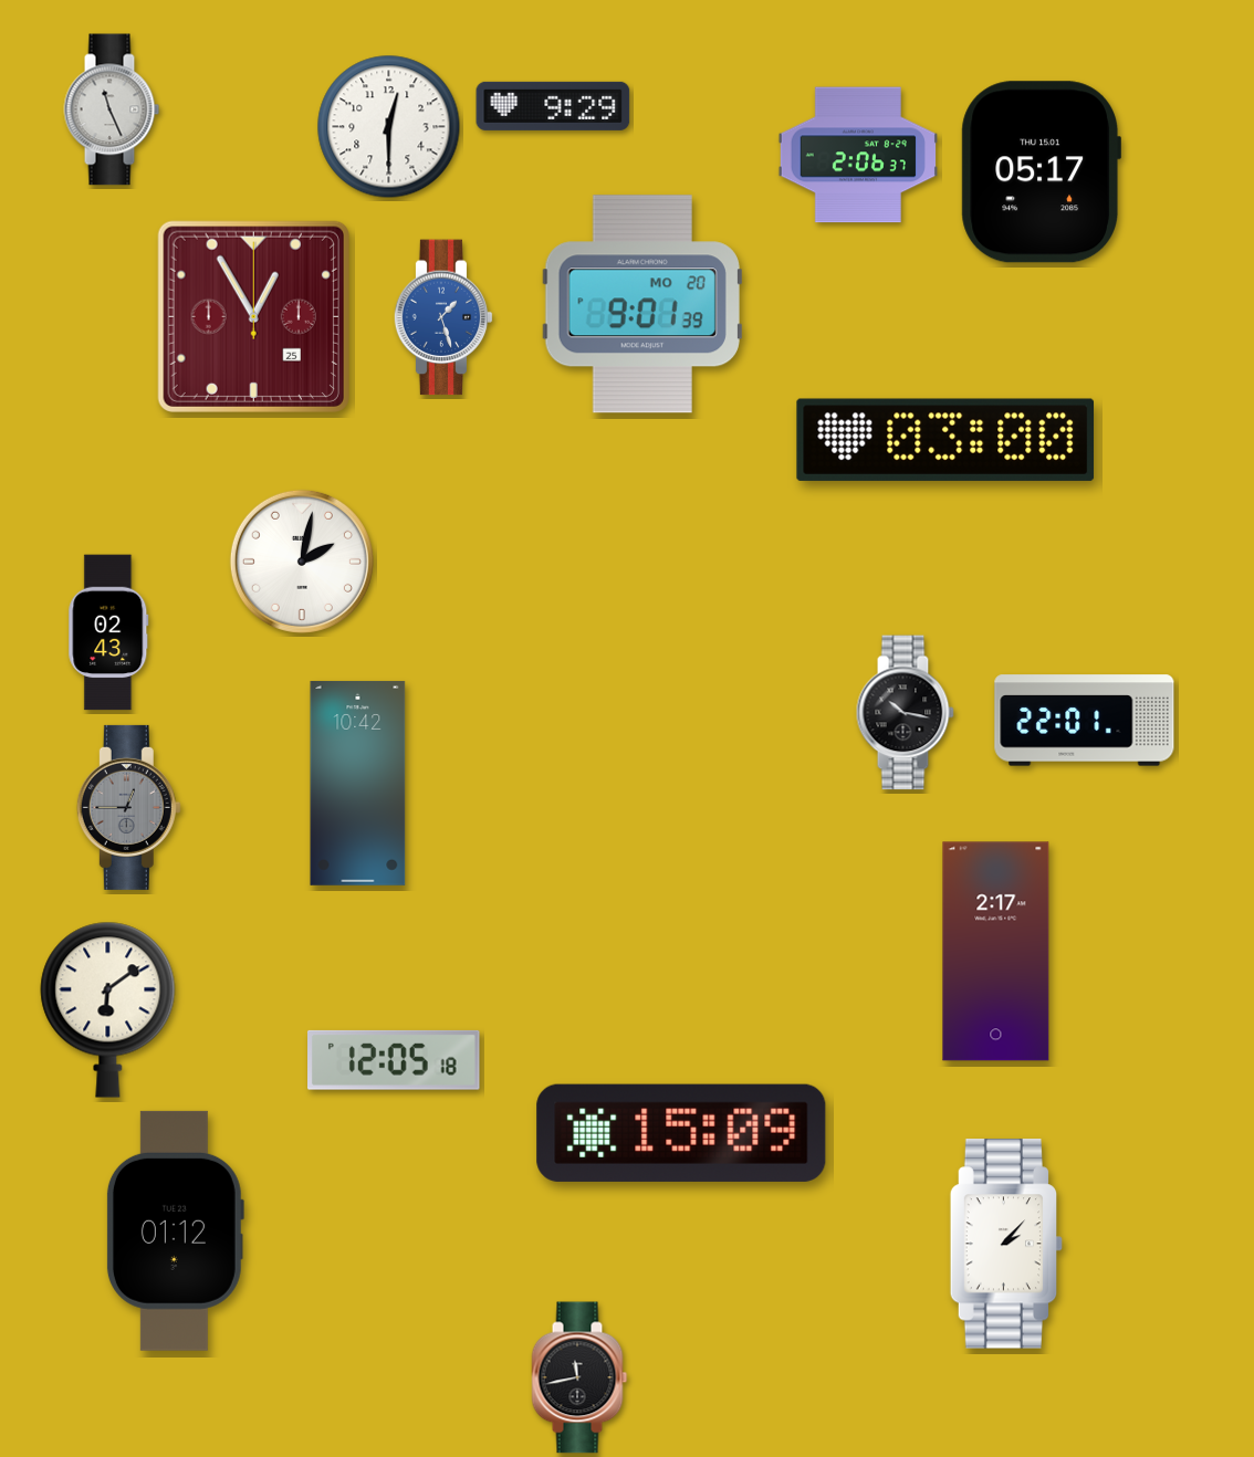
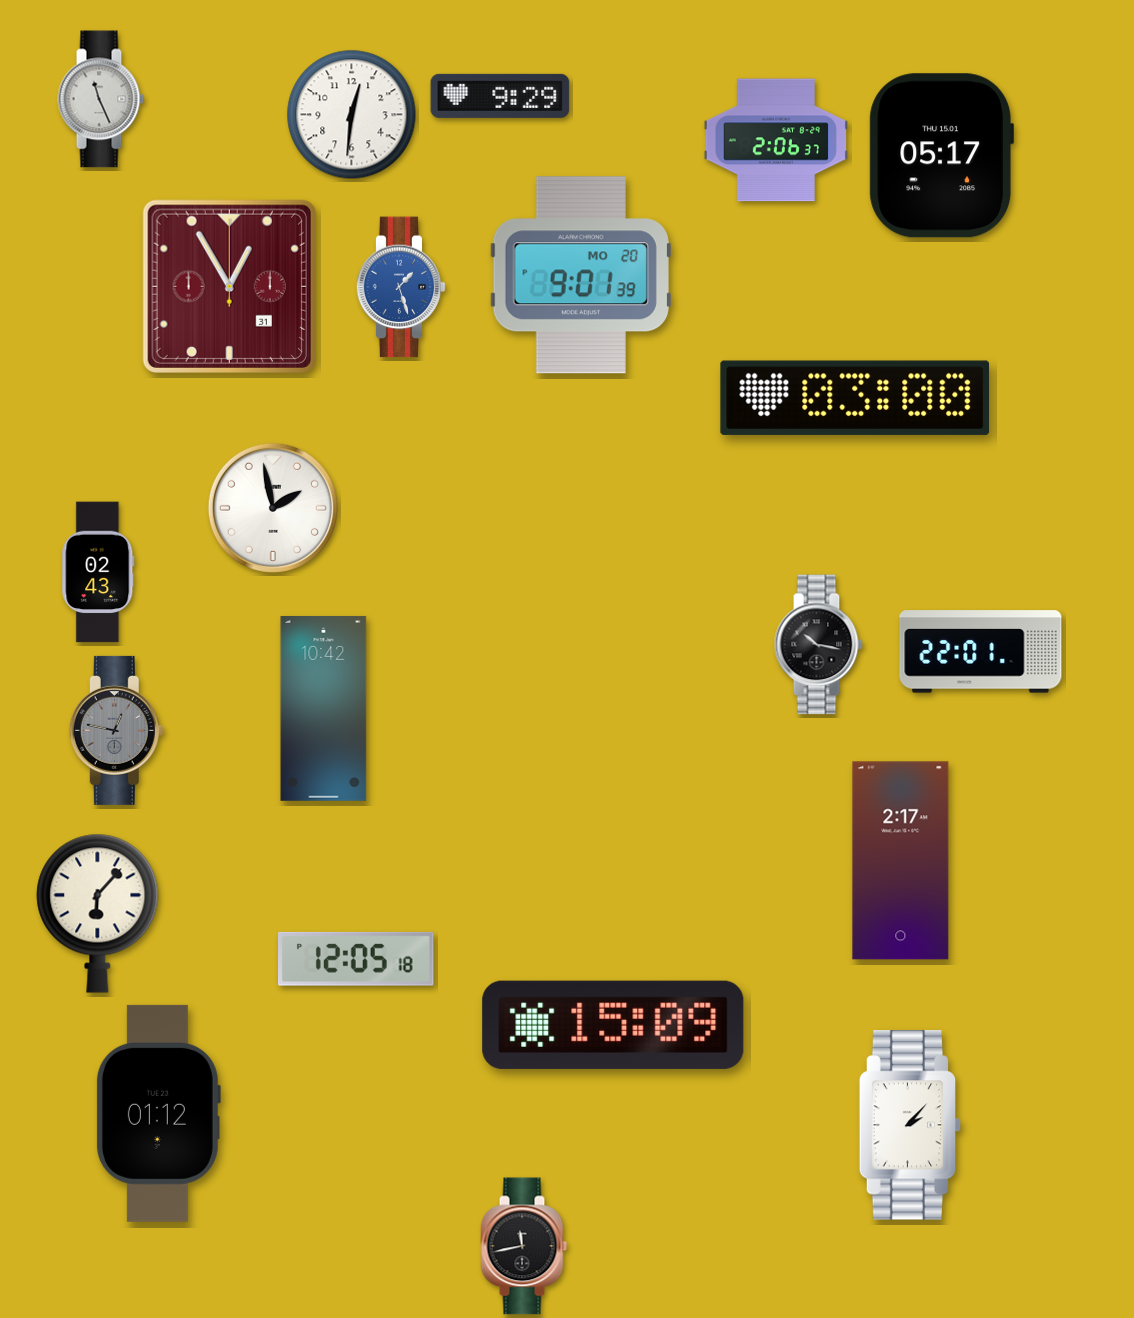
clock at (389, 127): 12:30 -> 12:31
clock at (253, 316) date: 25 -> 31
clock at (302, 562): 2:02 -> 1:58
clock at (128, 807): 12:45 -> 12:47
clock at (108, 1009): 6:09 -> 6:07
clock at (681, 1133) position: (681, 1133) -> (613, 1025)
